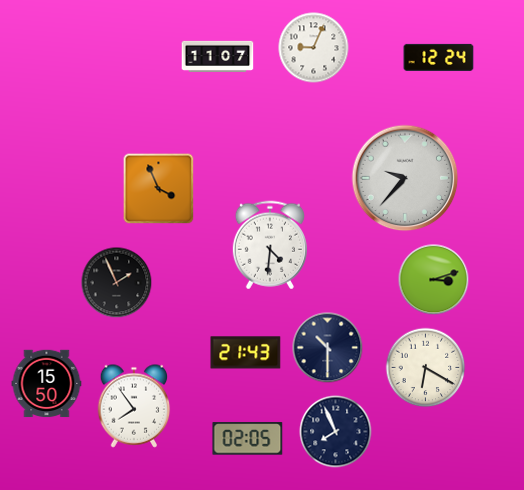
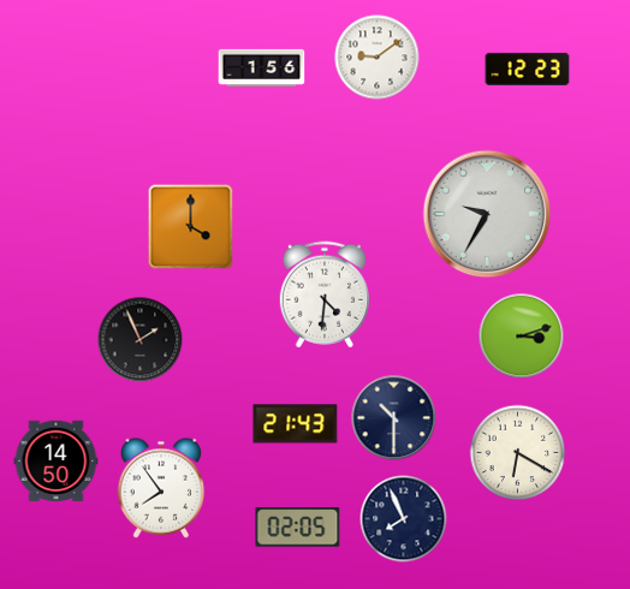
clock at (314, 48): 9:04 -> 9:09
clock at (218, 56): 11:07 -> 1:56
clock at (439, 57): 12:24 -> 12:23
clock at (405, 178): 9:37 -> 9:35
clock at (159, 189): 3:56 -> 4:00
clock at (426, 368) position: (426, 368) -> (518, 453)
clock at (47, 384): 15:50 -> 14:50
